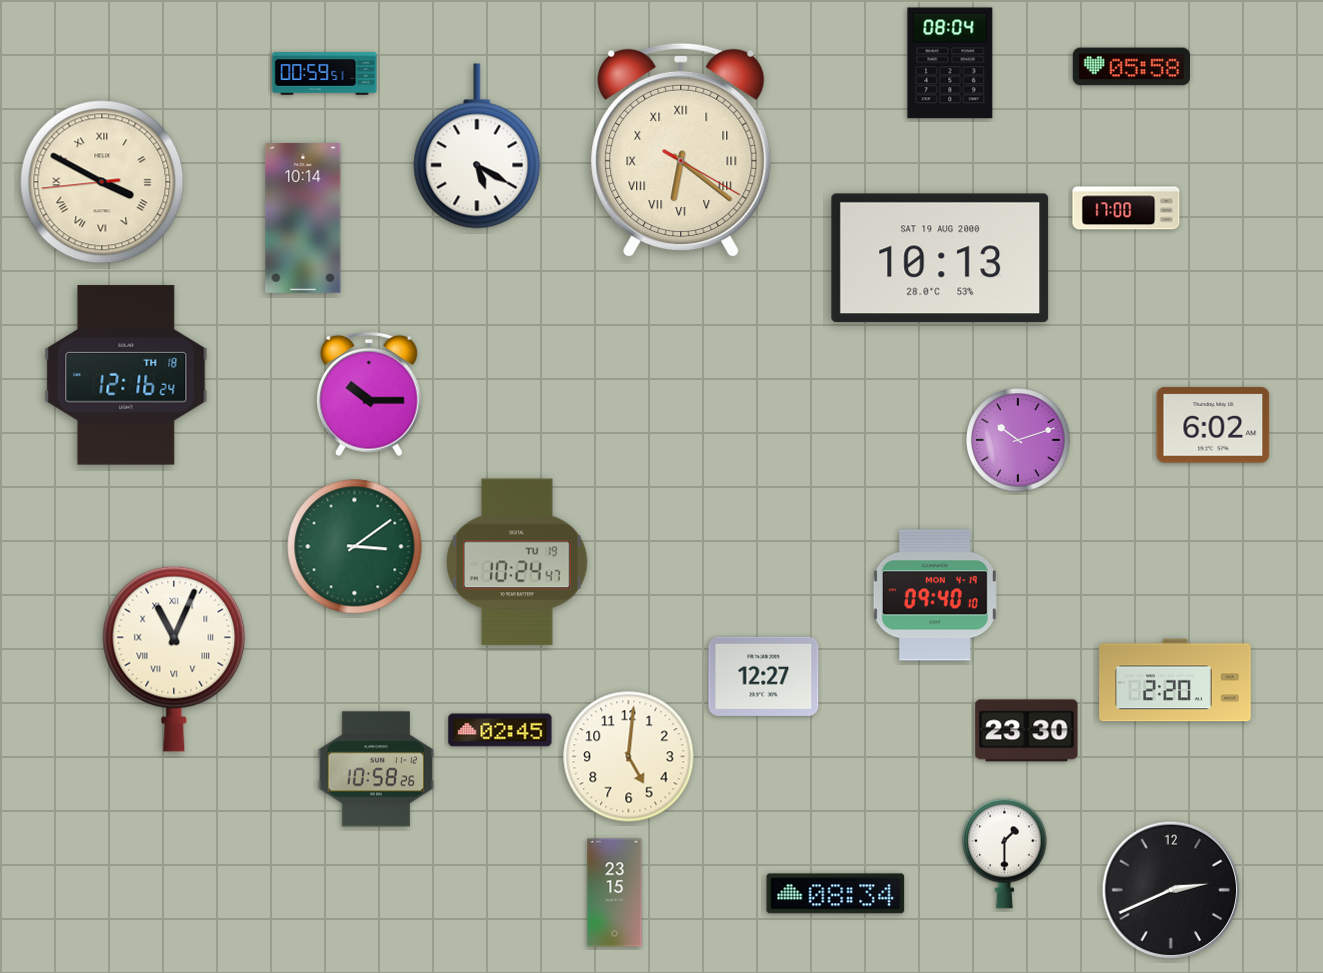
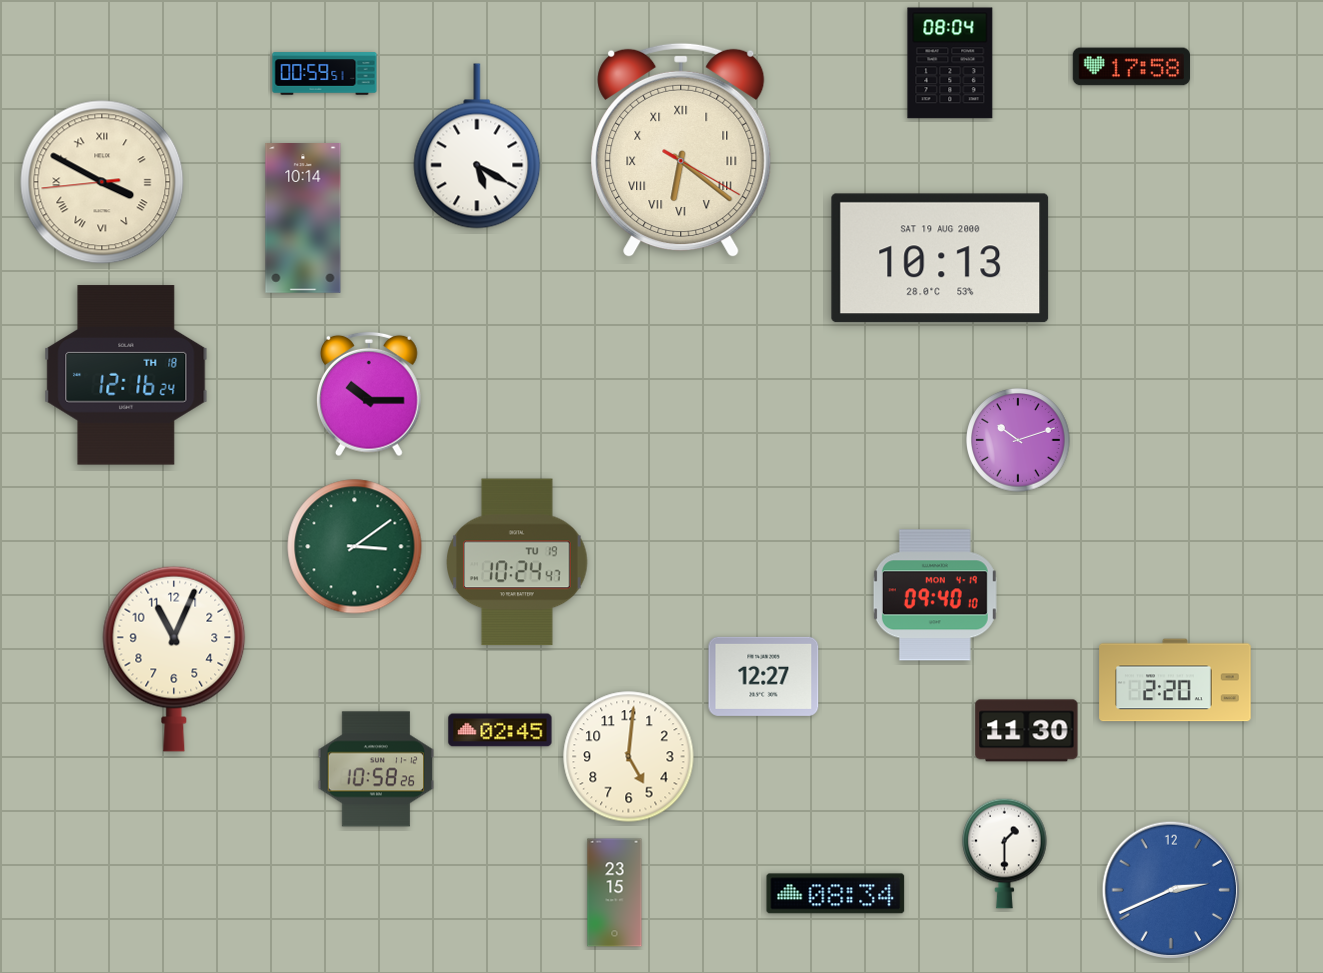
clock at (1131, 67): 05:58 -> 17:58
clock at (1126, 208): 17:00 -> none
clock at (1213, 425): 6:02 -> none
clock at (174, 659) numerals: Roman -> Arabic
clock at (1027, 731): 23:30 -> 11:30
clock at (1170, 889) dial: black -> blue
